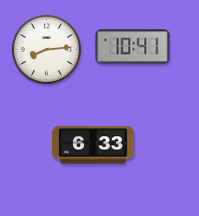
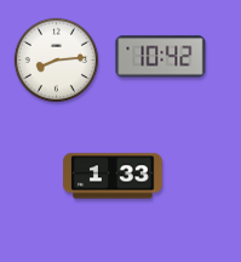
clock at (133, 47): 10:41 -> 10:42
clock at (93, 145): 6:33 -> 1:33
